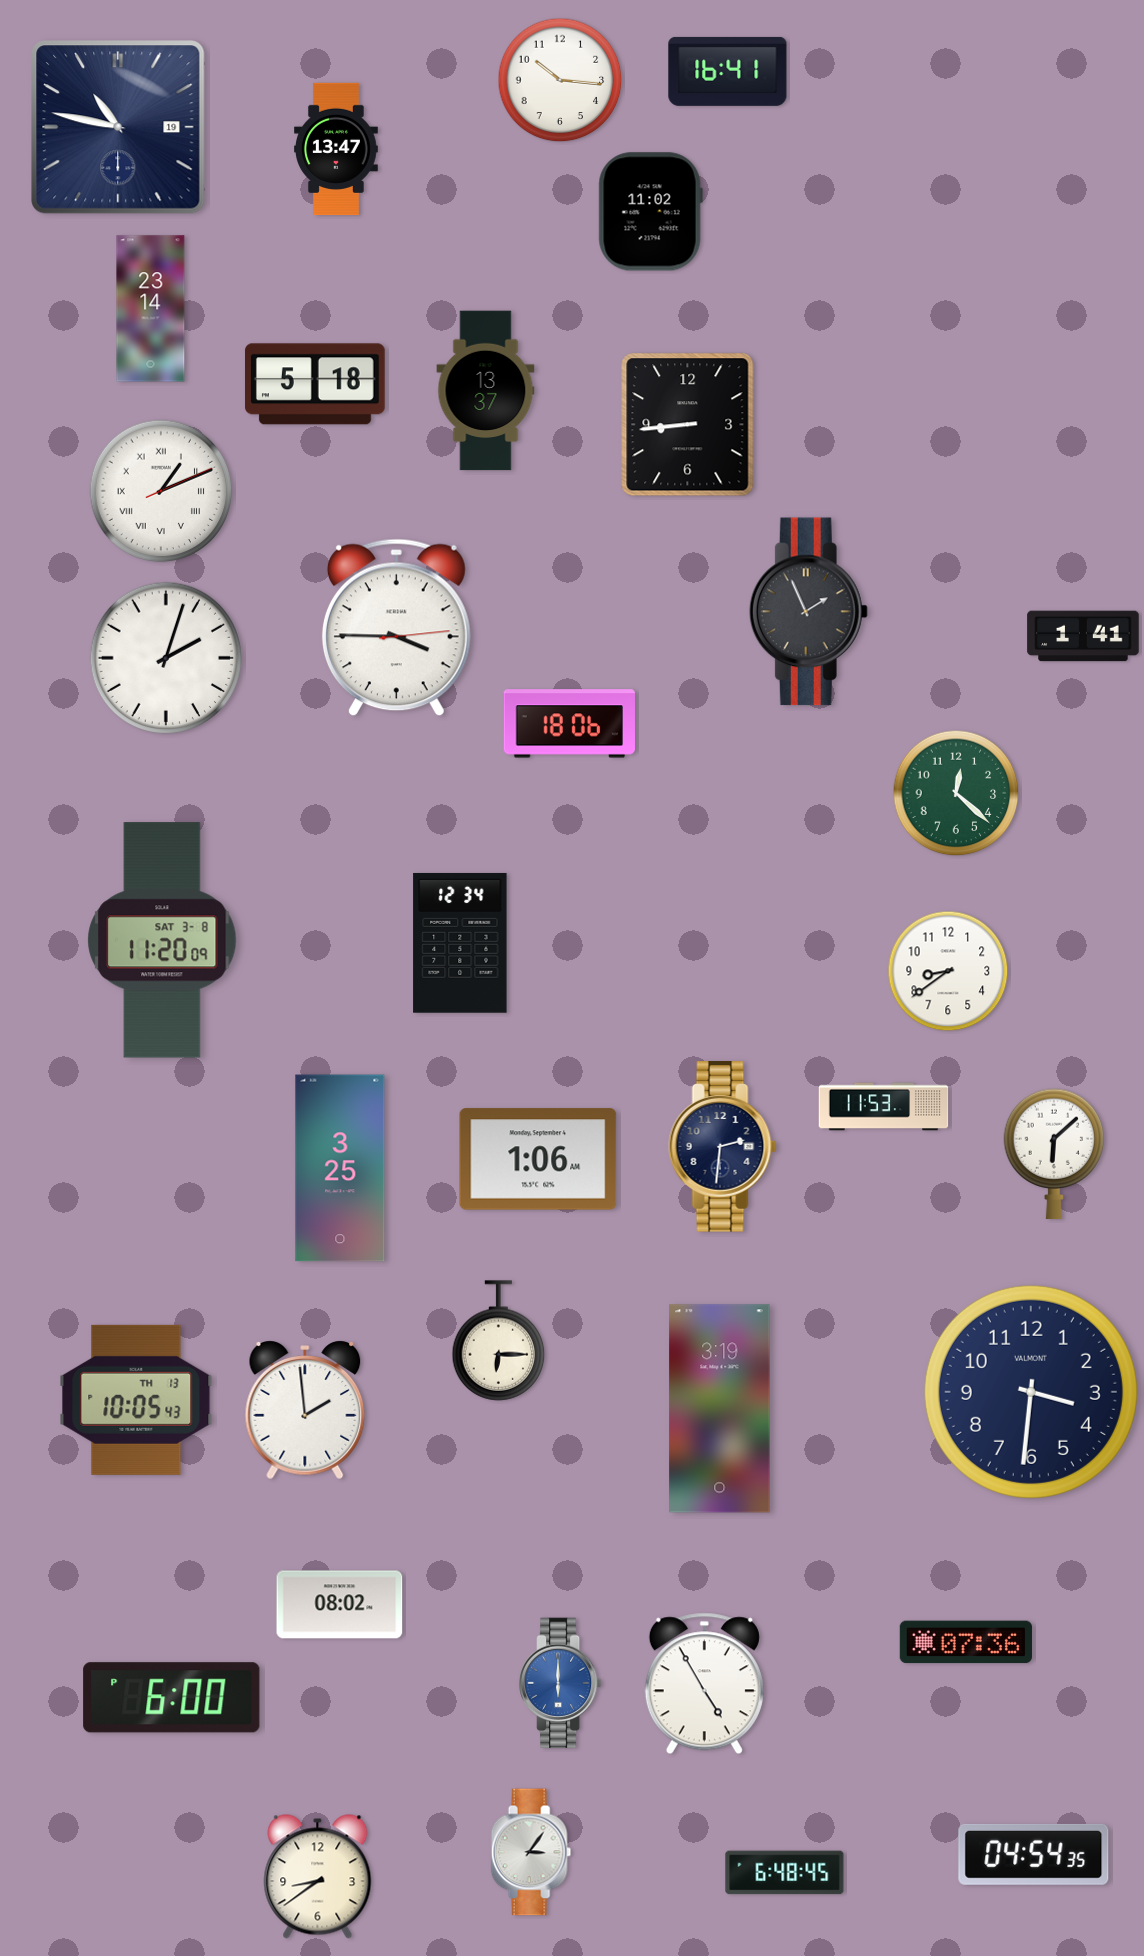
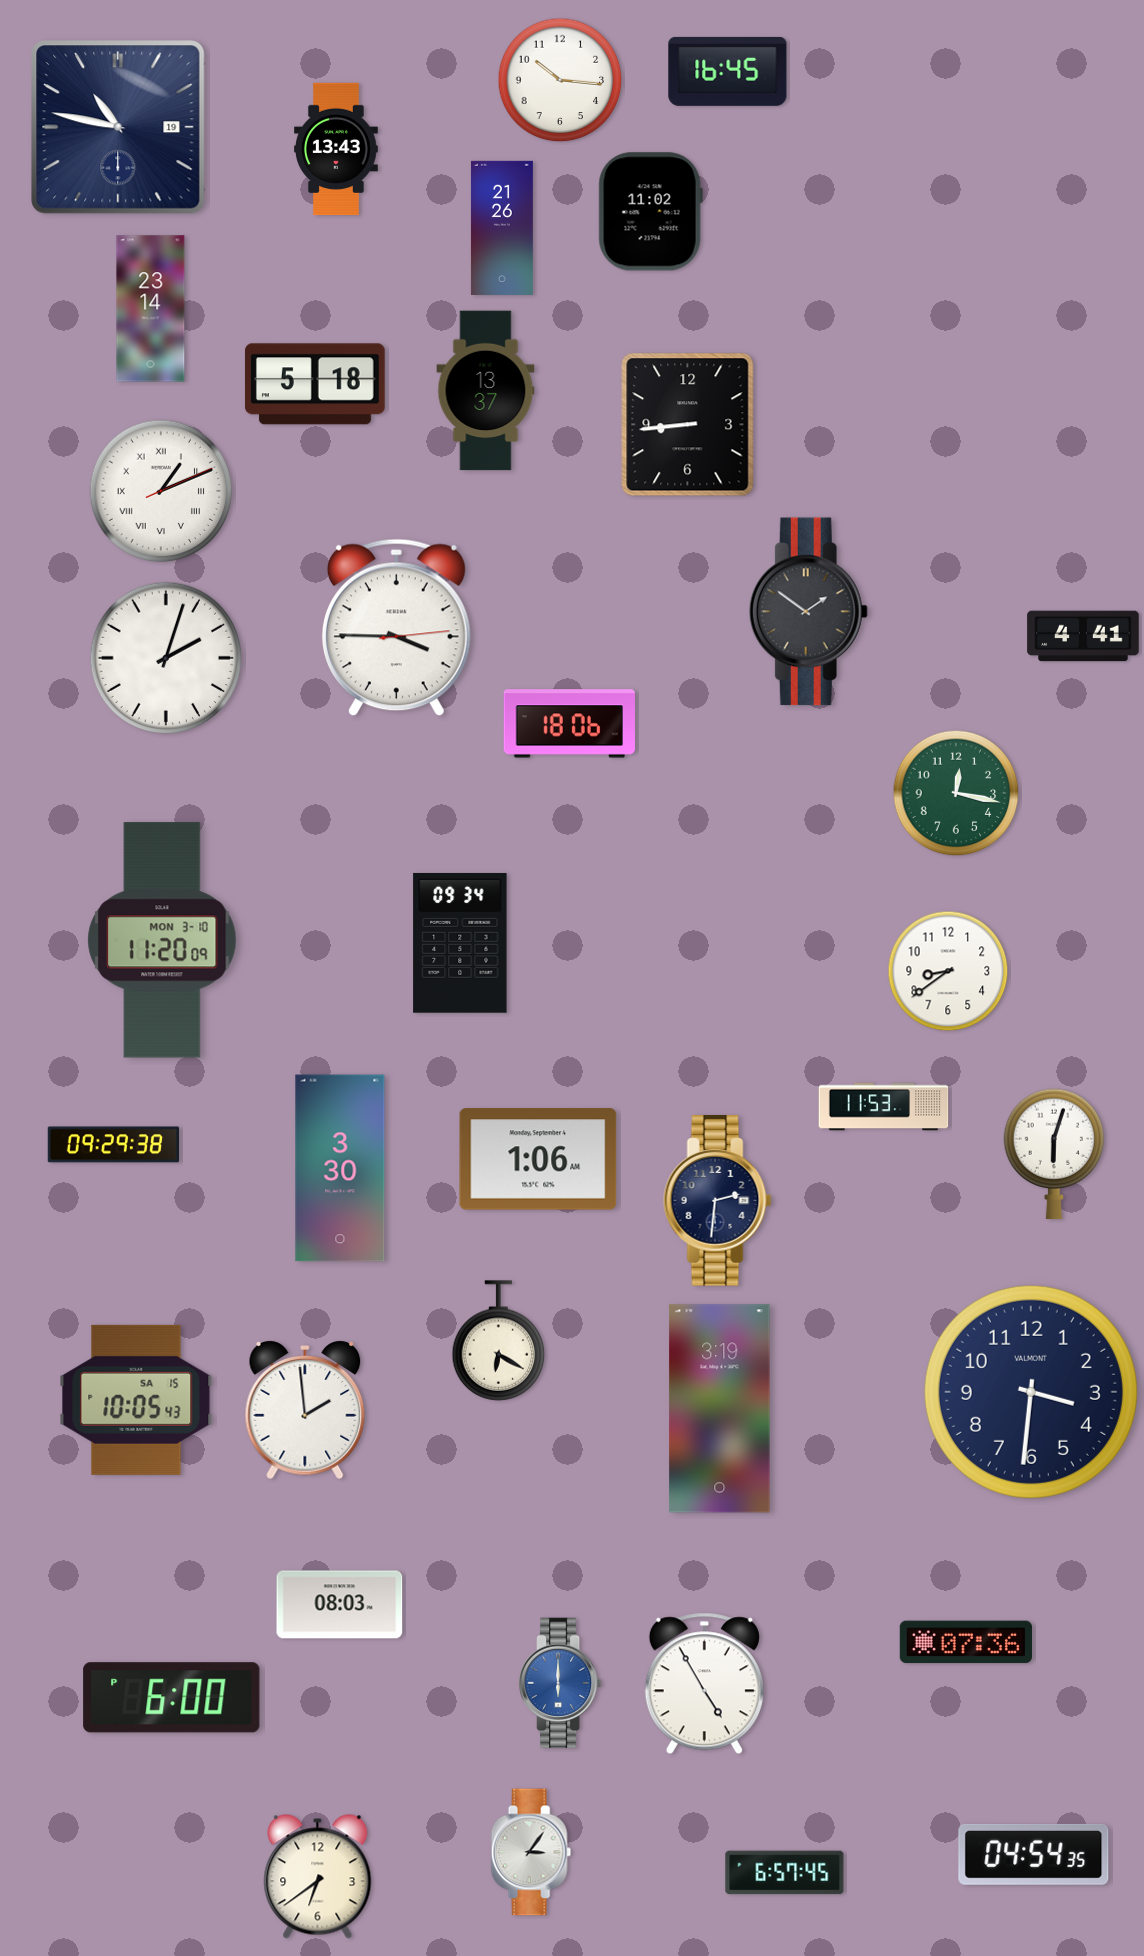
clock at (728, 71): 16:41 -> 16:45
clock at (337, 149): 13:47 -> 13:43
clock at (502, 228): none -> 21:26
clock at (808, 612): 1:56 -> 1:51
clock at (1083, 636): 1:41 -> 4:41
clock at (956, 793): 12:22 -> 12:17
clock at (162, 940) date: SAT 3-8 -> MON 3-10
clock at (460, 943): 12:34 -> 09:34
clock at (114, 1145): none -> 09:29
clock at (723, 1147) position: (723, 1147) -> (718, 1201)
clock at (1054, 1154): 6:08 -> 6:03
clock at (340, 1168): 3:25 -> 3:30
clock at (499, 1341): 6:15 -> 6:20
clock at (136, 1400) date: TH 13 -> SA 15
clock at (340, 1605): 08:02 -> 08:03
clock at (785, 1873): 6:48 -> 6:57
clock at (318, 1877): 8:39 -> 6:39
